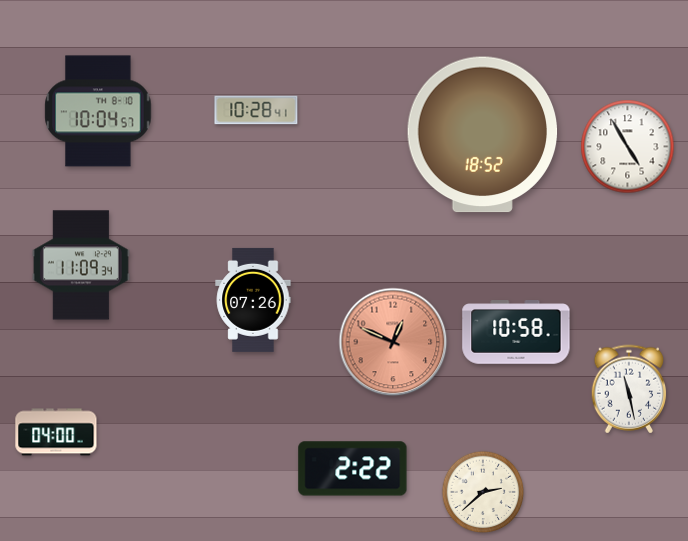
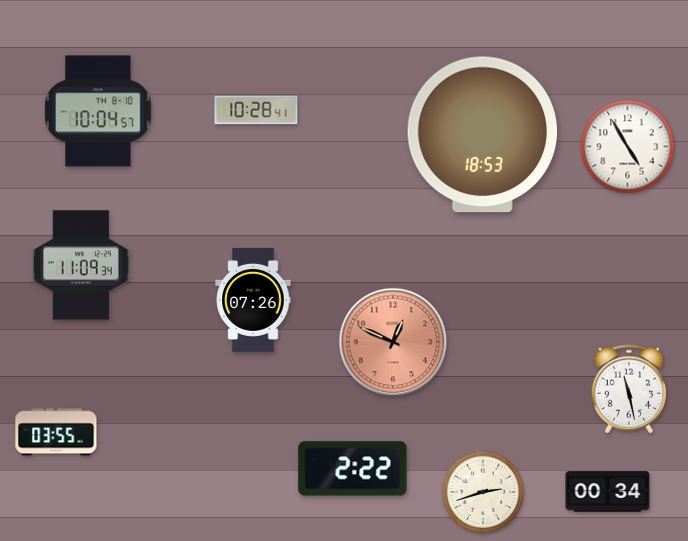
clock at (483, 135): 18:52 -> 18:53
clock at (516, 332): 10:58 -> none
clock at (56, 432): 04:00 -> 03:55
clock at (483, 492): 2:38 -> 2:42
clock at (608, 492): none -> 00:34
